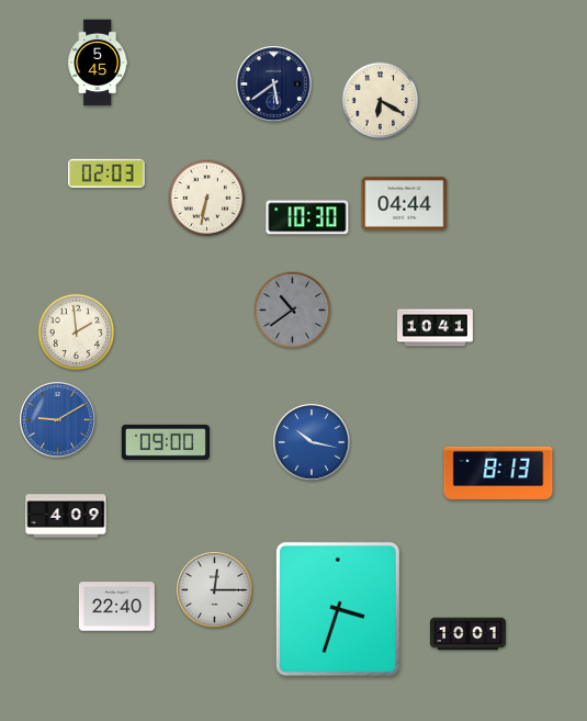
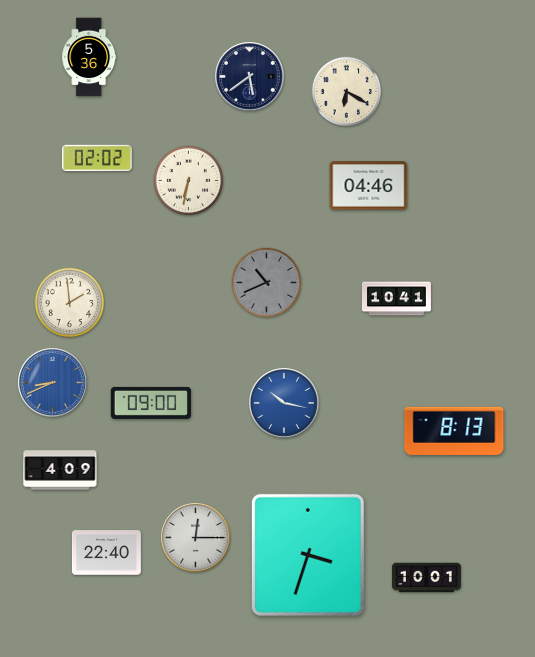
clock at (98, 63): 5:45 -> 5:36
clock at (108, 173): 02:03 -> 02:02
clock at (405, 204): 04:44 -> 04:46
clock at (307, 217): 10:30 -> none
clock at (293, 311): 10:39 -> 10:41
clock at (58, 420): 9:10 -> 8:41
